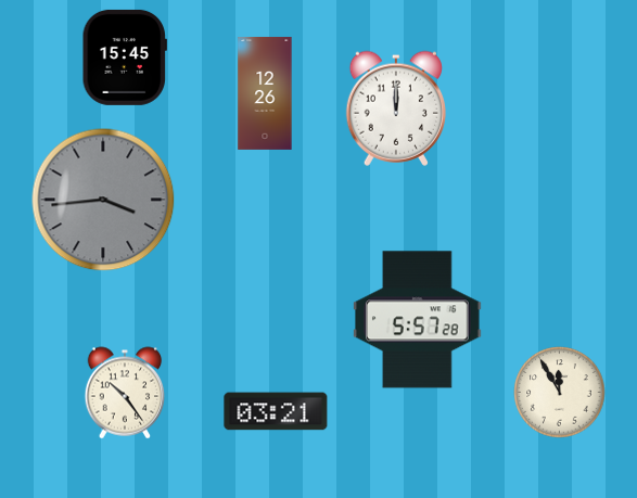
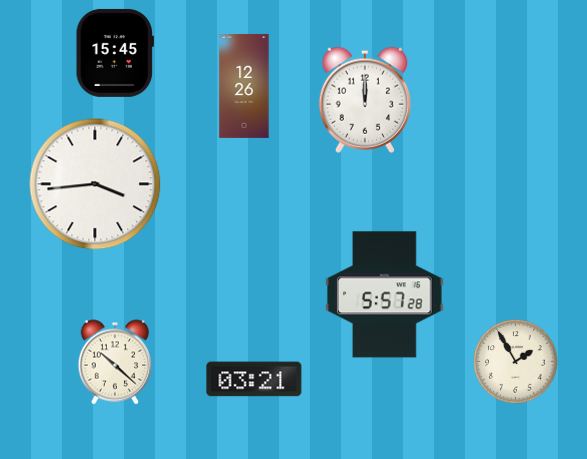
clock at (103, 200) dial: grey -> white
clock at (125, 393): 10:24 -> 10:22
clock at (560, 393): 11:55 -> 1:55
